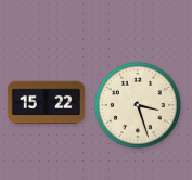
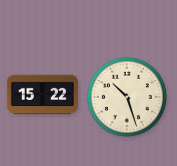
clock at (138, 105): 3:27 -> 10:27
